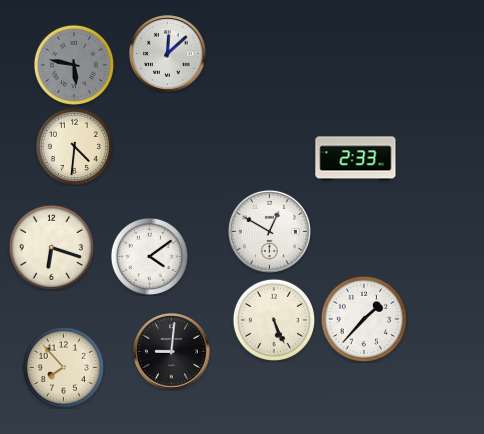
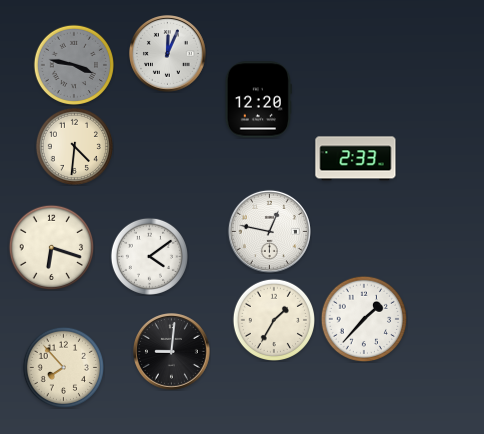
clock at (168, 54): 12:08 -> 12:04
clock at (73, 64): 5:47 -> 3:47
clock at (258, 100): none -> 12:20
clock at (269, 231): 12:50 -> 12:47
clock at (273, 319): 5:26 -> 1:35
